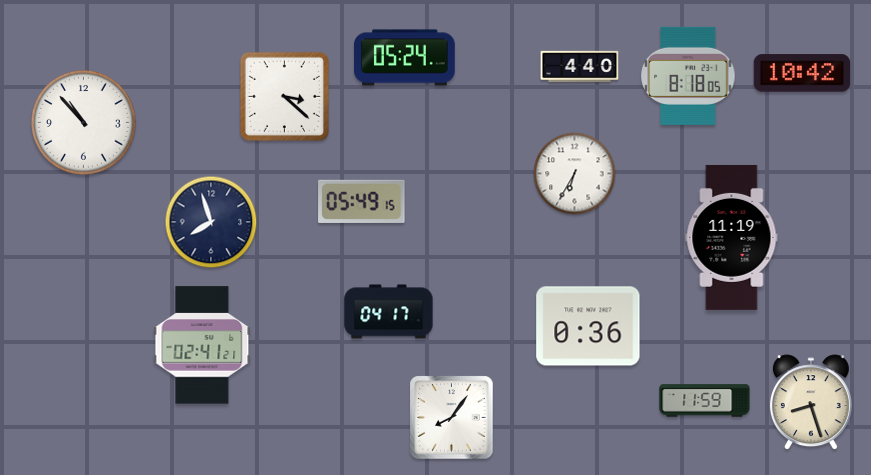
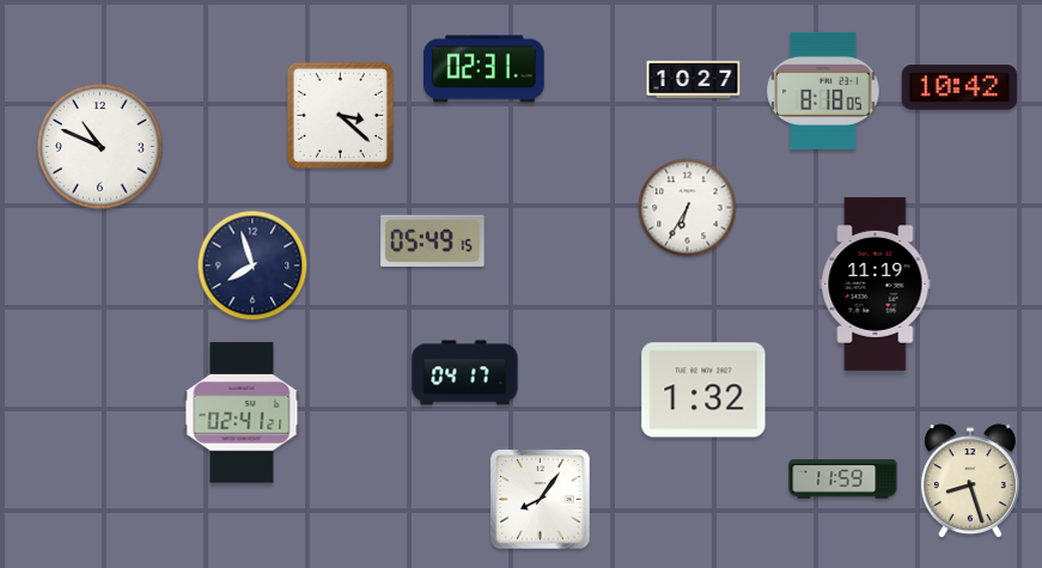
clock at (405, 58): 05:24 -> 02:31
clock at (580, 67): 4:40 -> 10:27
clock at (84, 123): 10:53 -> 10:49
clock at (588, 326): 0:36 -> 1:32
